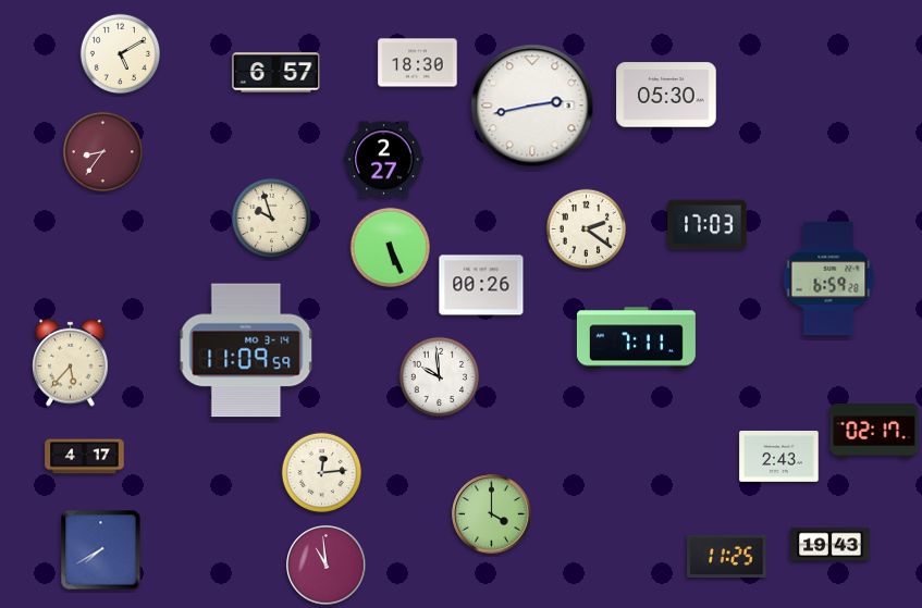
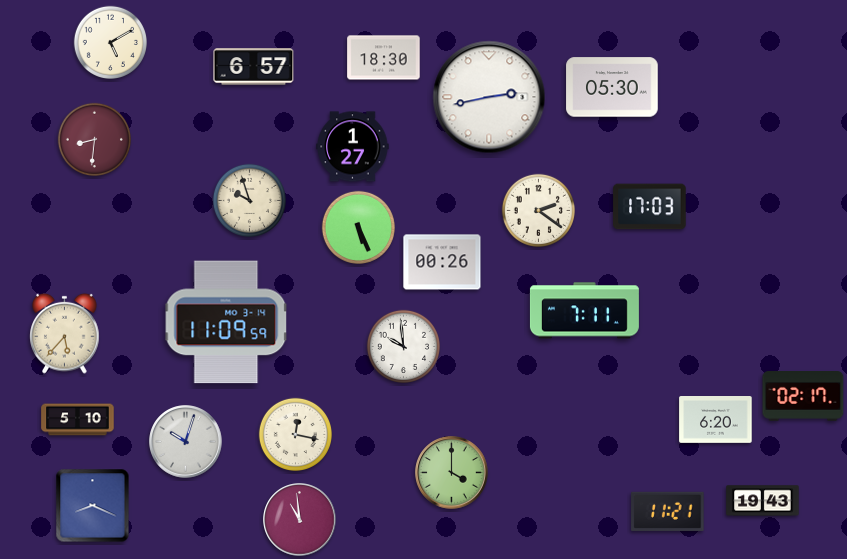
clock at (120, 53) position: (120, 53) -> (110, 42)
clock at (102, 151): 8:36 -> 8:31
clock at (384, 160): 2:27 -> 1:27
clock at (828, 278): 6:59 -> none
clock at (85, 457): 4:17 -> 5:10
clock at (779, 457): 2:43 -> 6:20
clock at (321, 472): 12:14 -> 12:17
clock at (186, 442): none -> 10:03
clock at (101, 550): 7:40 -> 8:19
clock at (727, 556): 11:25 -> 11:21
